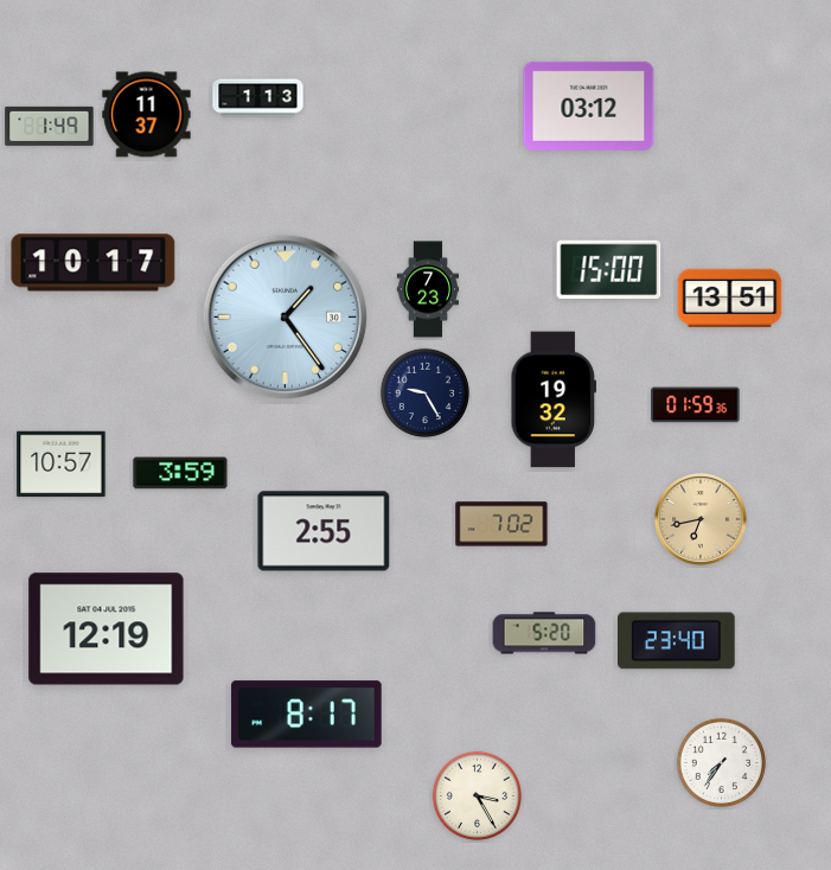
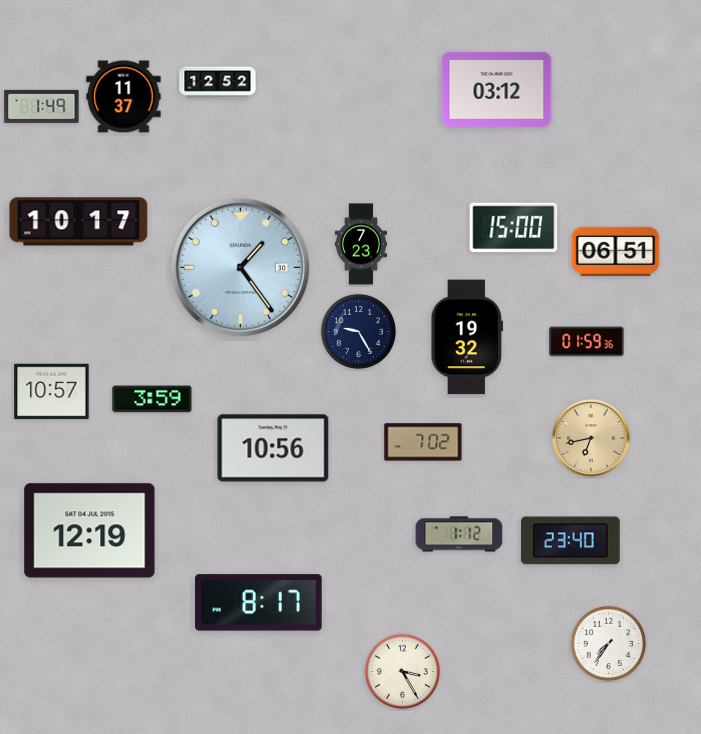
clock at (258, 98): 1:13 -> 12:52
clock at (730, 299): 13:51 -> 06:51
clock at (324, 531): 2:55 -> 10:56
clock at (544, 633): 5:20 -> 1:12
